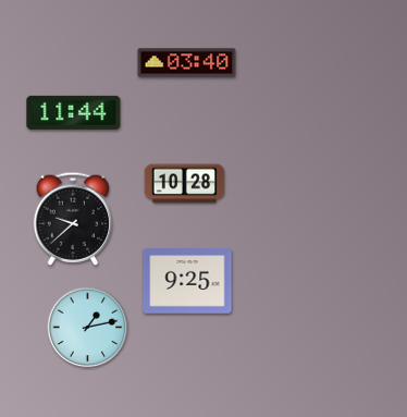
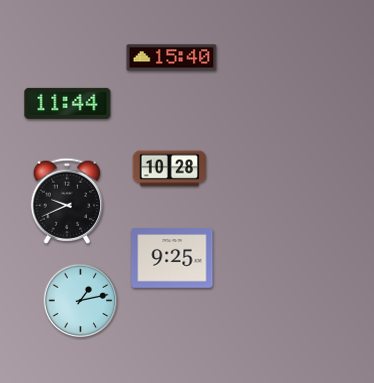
clock at (187, 63): 03:40 -> 15:40
clock at (73, 219): 9:38 -> 9:41
